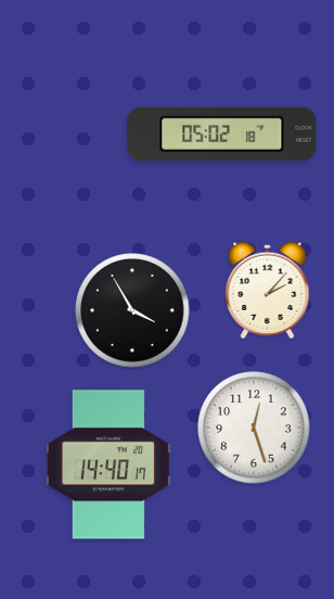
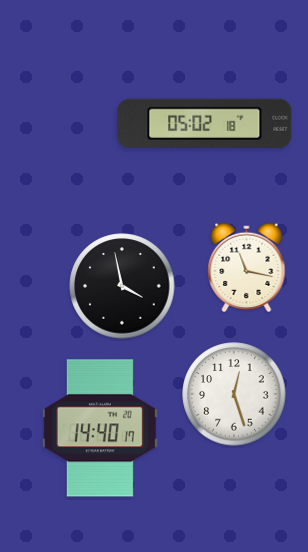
clock at (268, 291): 2:07 -> 11:17
clock at (132, 310): 3:55 -> 3:58
